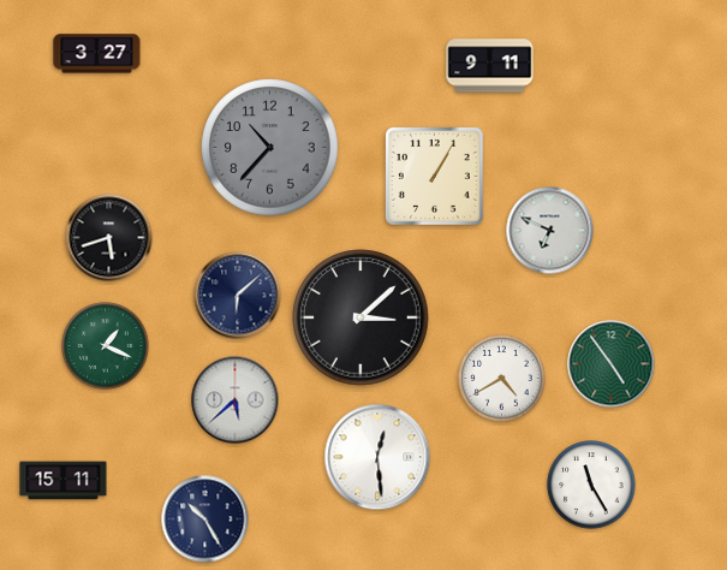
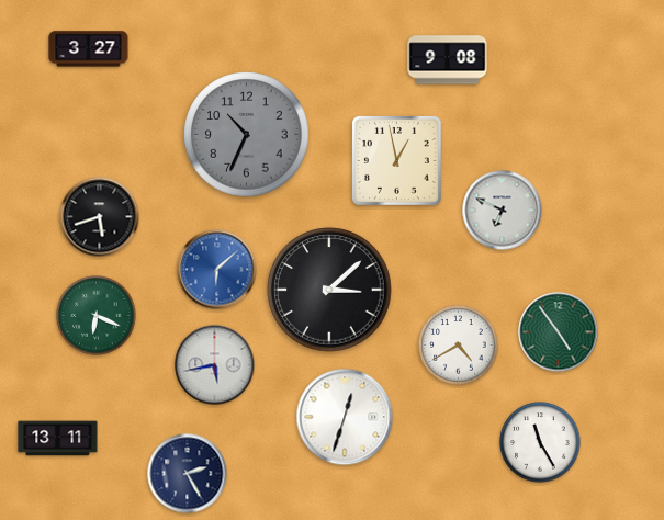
clock at (490, 66): 9:11 -> 9:08
clock at (270, 148): 10:37 -> 10:34
clock at (435, 177): 1:05 -> 12:58
clock at (238, 296) dial: navy -> blue
clock at (106, 346): 1:19 -> 6:19
clock at (236, 400): 5:38 -> 5:43
clock at (377, 457): 12:29 -> 12:33
clock at (64, 481): 15:11 -> 13:11
clock at (205, 519): 10:25 -> 2:25
